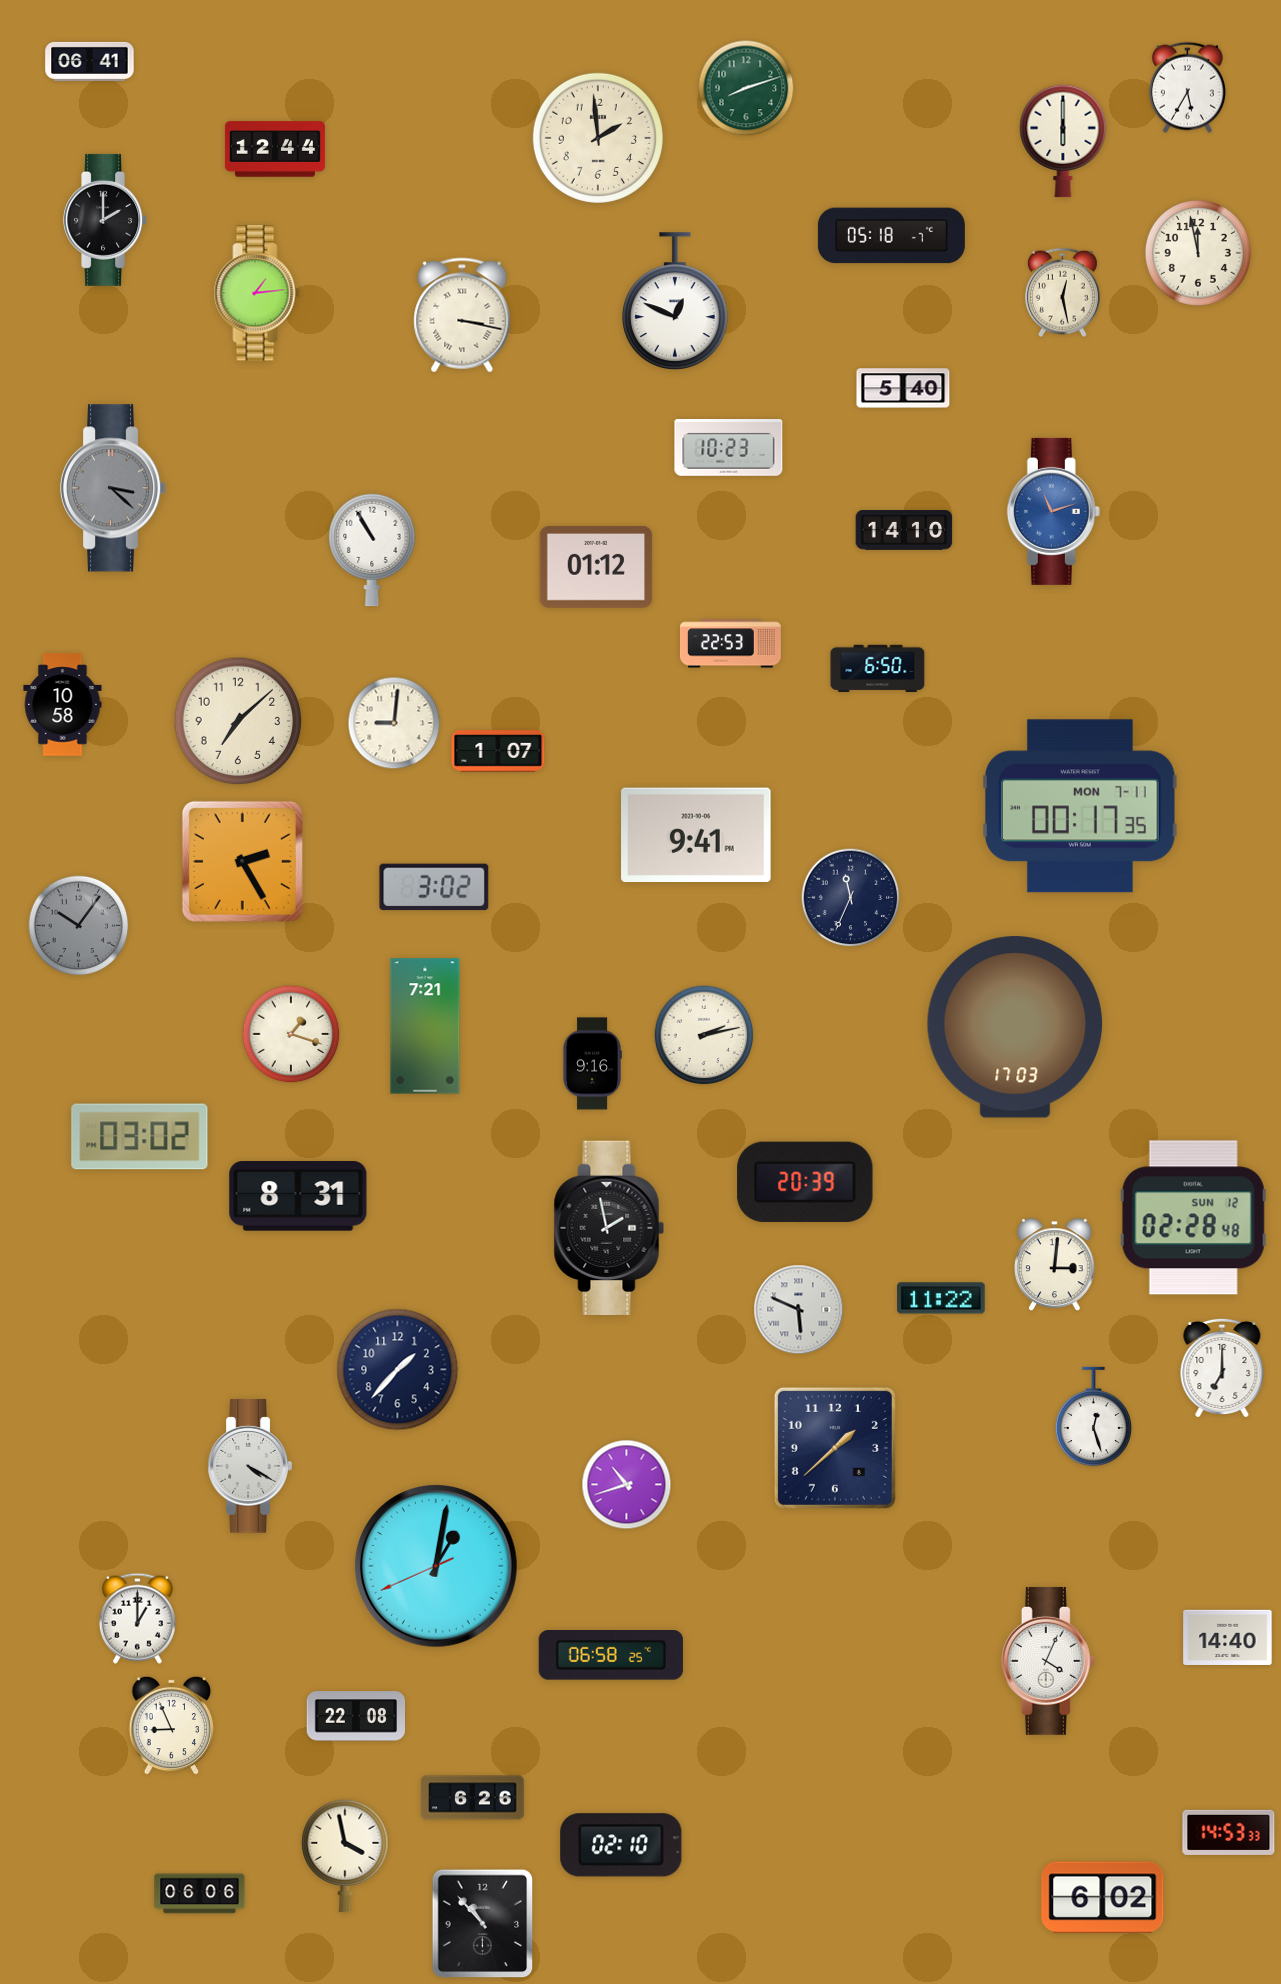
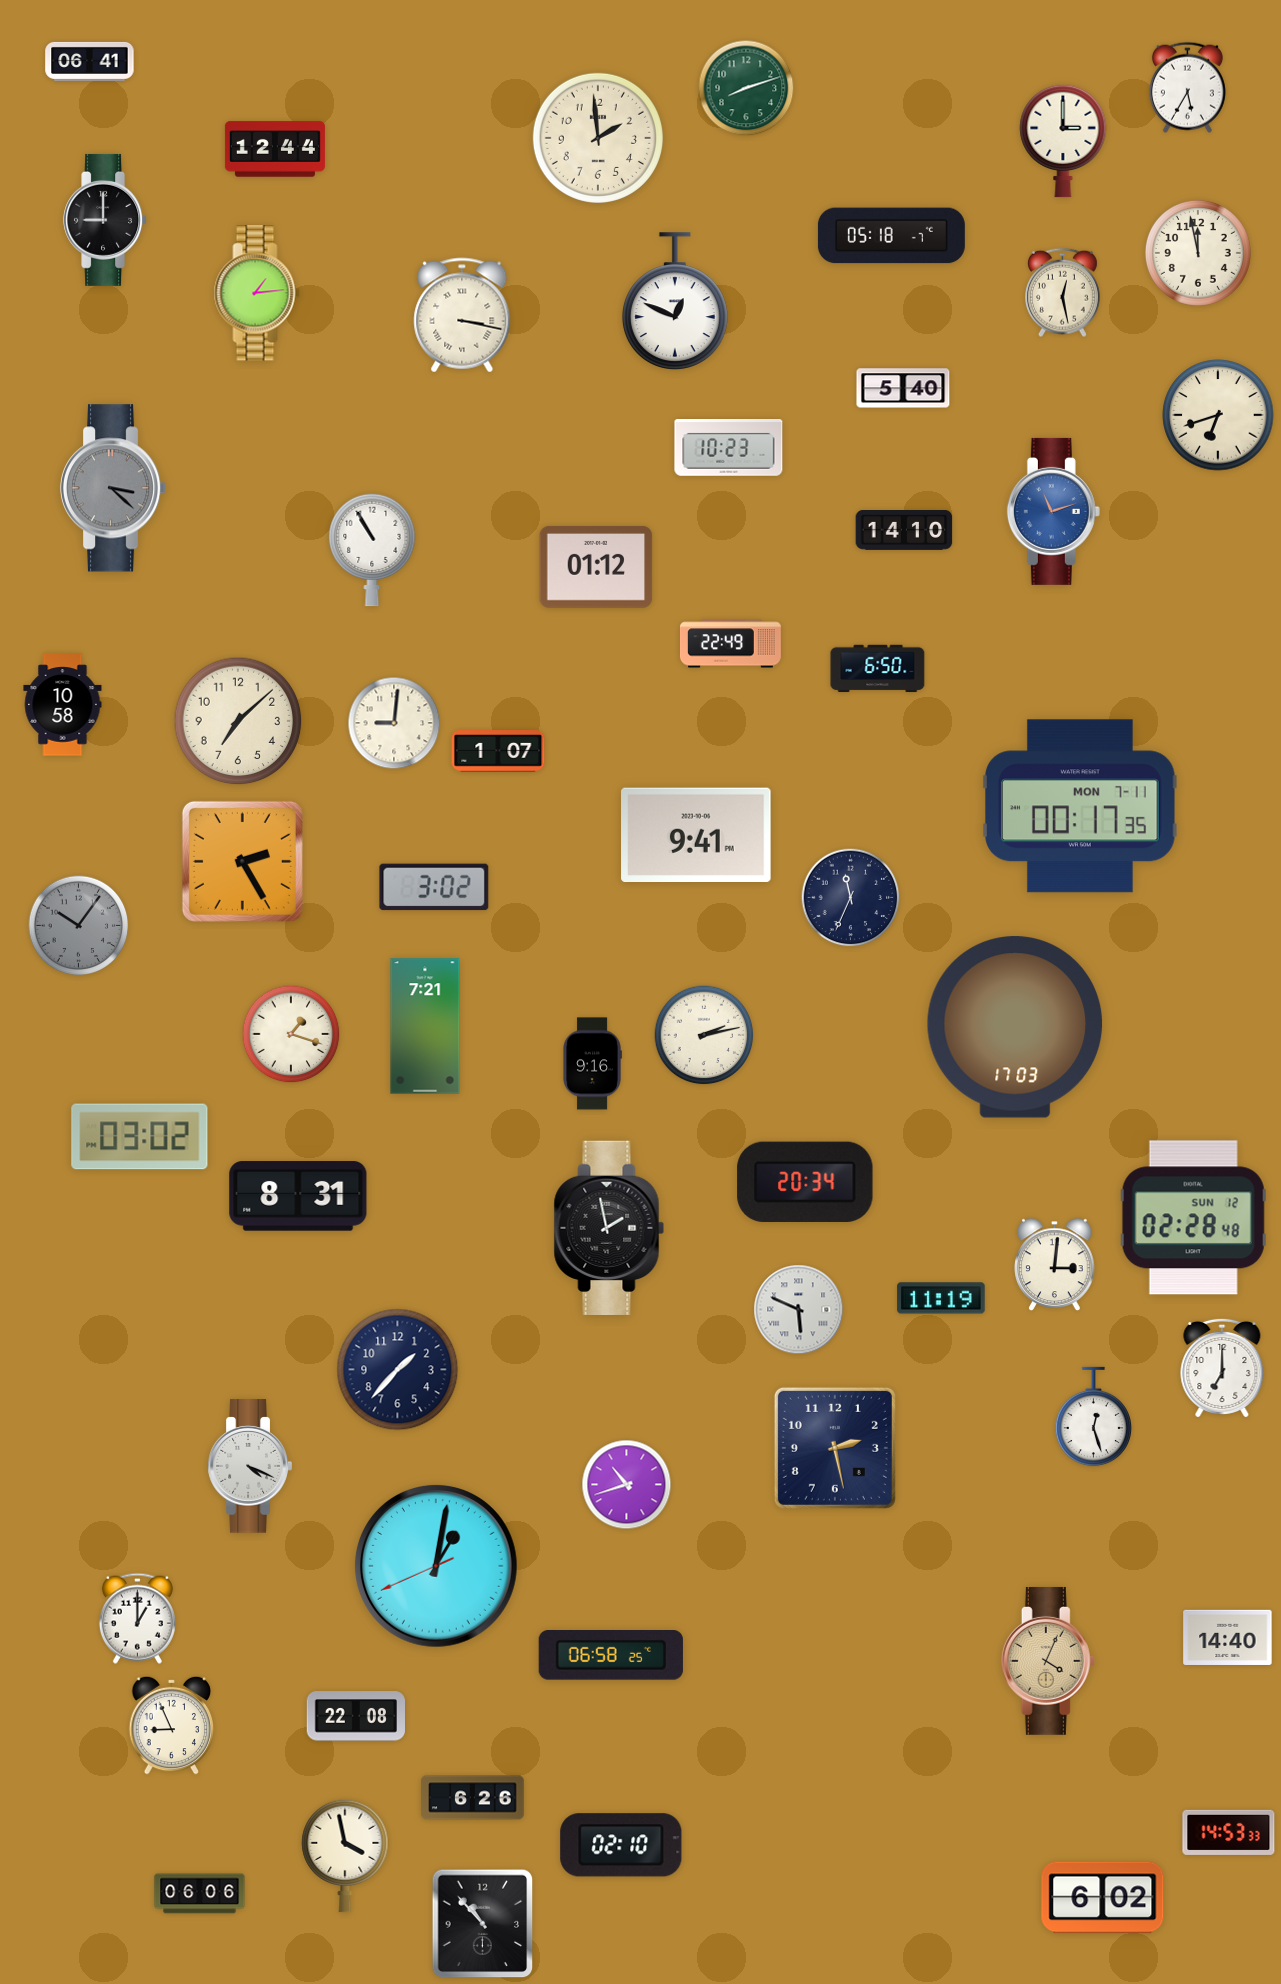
clock at (1063, 141): 6:00 -> 3:00
clock at (106, 220): 2:00 -> 9:00
clock at (1218, 415): none -> 6:42
clock at (730, 644): 22:53 -> 22:49
clock at (805, 1182): 20:39 -> 20:34
clock at (941, 1298): 11:22 -> 11:19
clock at (835, 1448): 1:38 -> 2:28
clock at (250, 1466): 4:20 -> 4:19
clock at (1048, 1661) dial: white -> champagne
